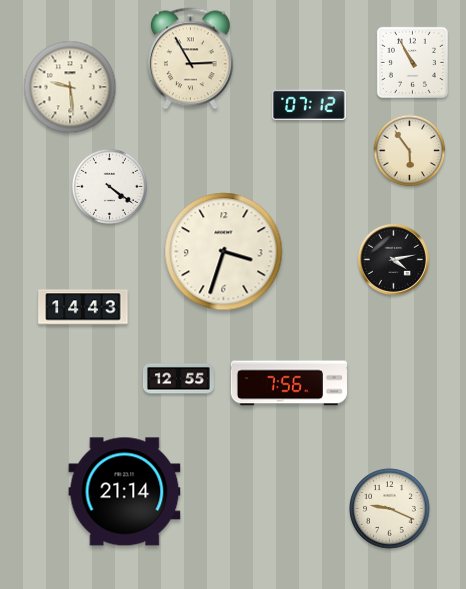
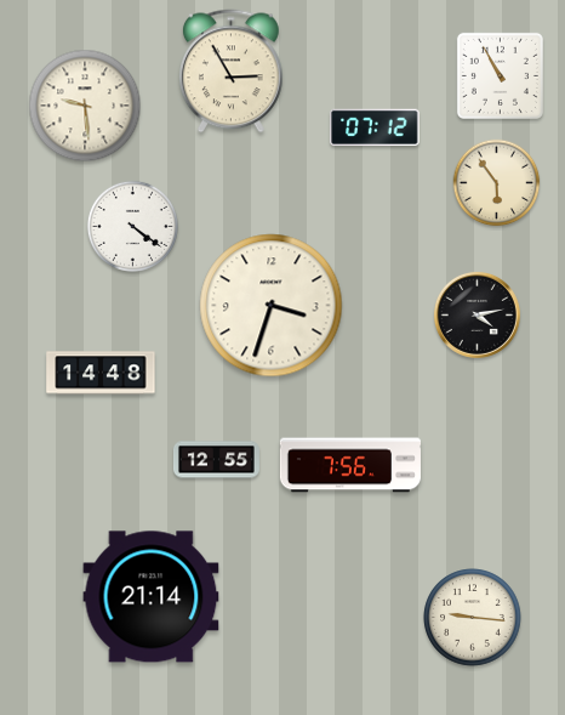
clock at (83, 307): 14:43 -> 14:48
clock at (390, 509): 9:19 -> 9:16
